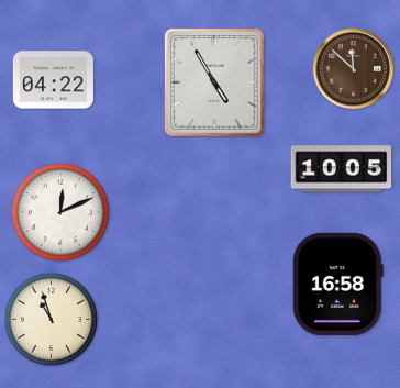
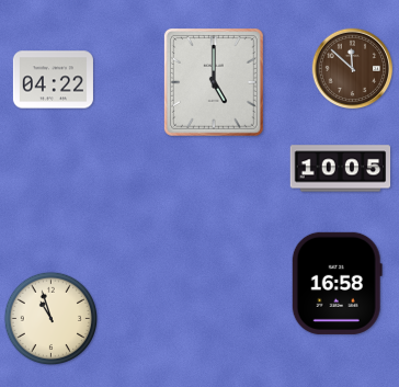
clock at (214, 82): 4:55 -> 5:00
clock at (60, 212): 12:11 -> none
